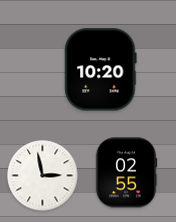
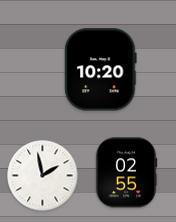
clock at (43, 176): 2:58 -> 1:58
